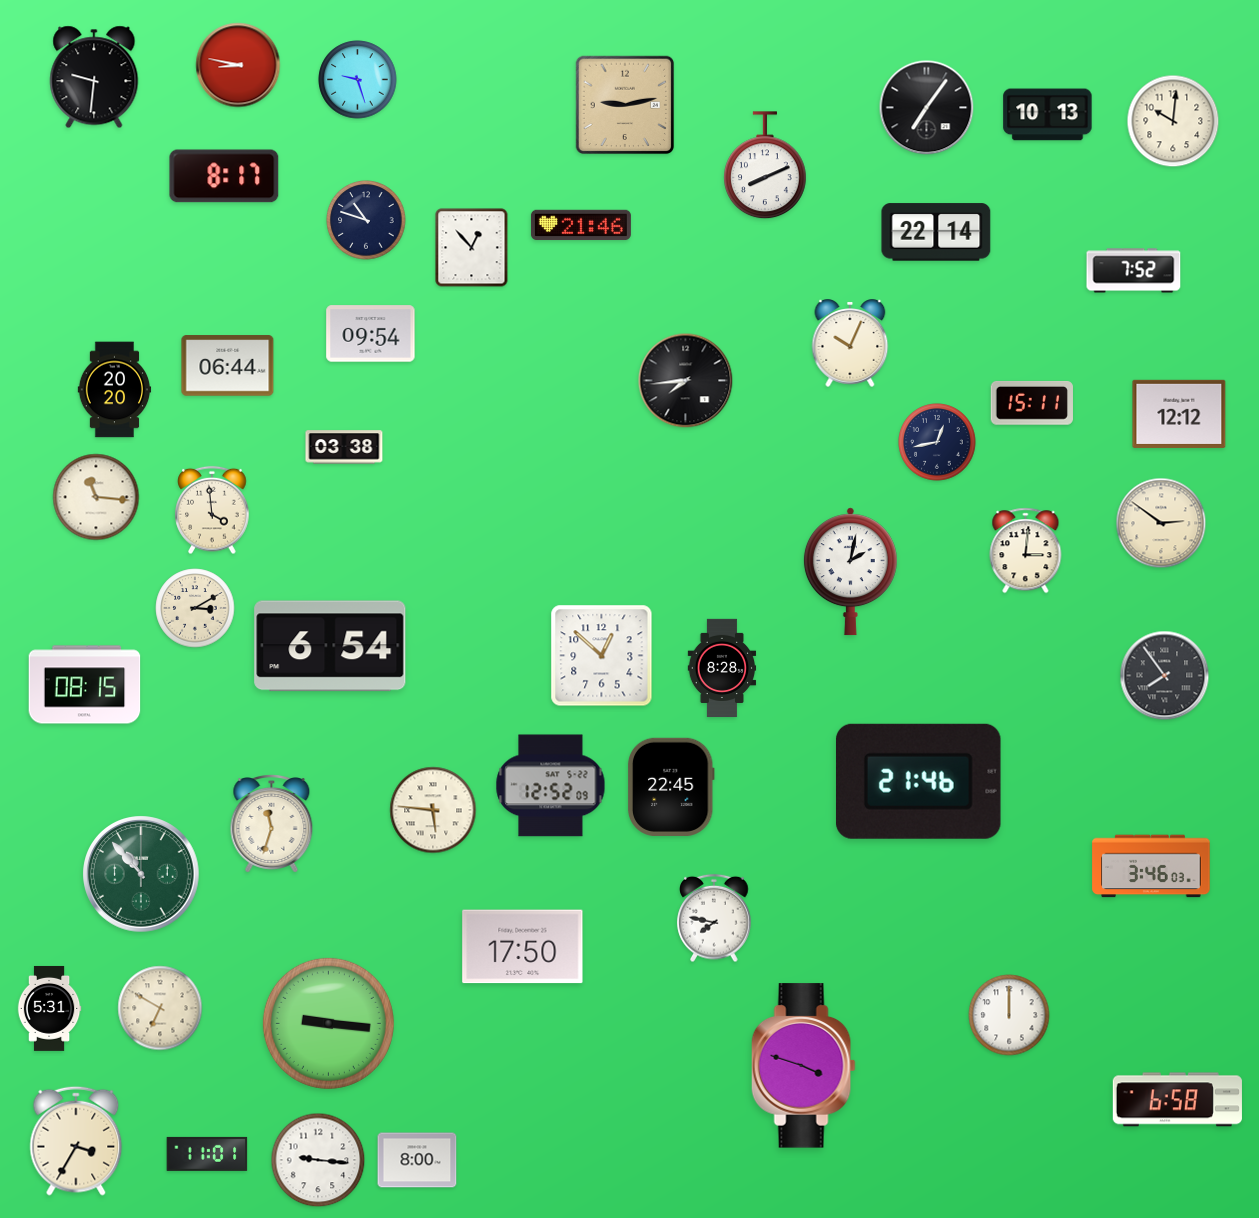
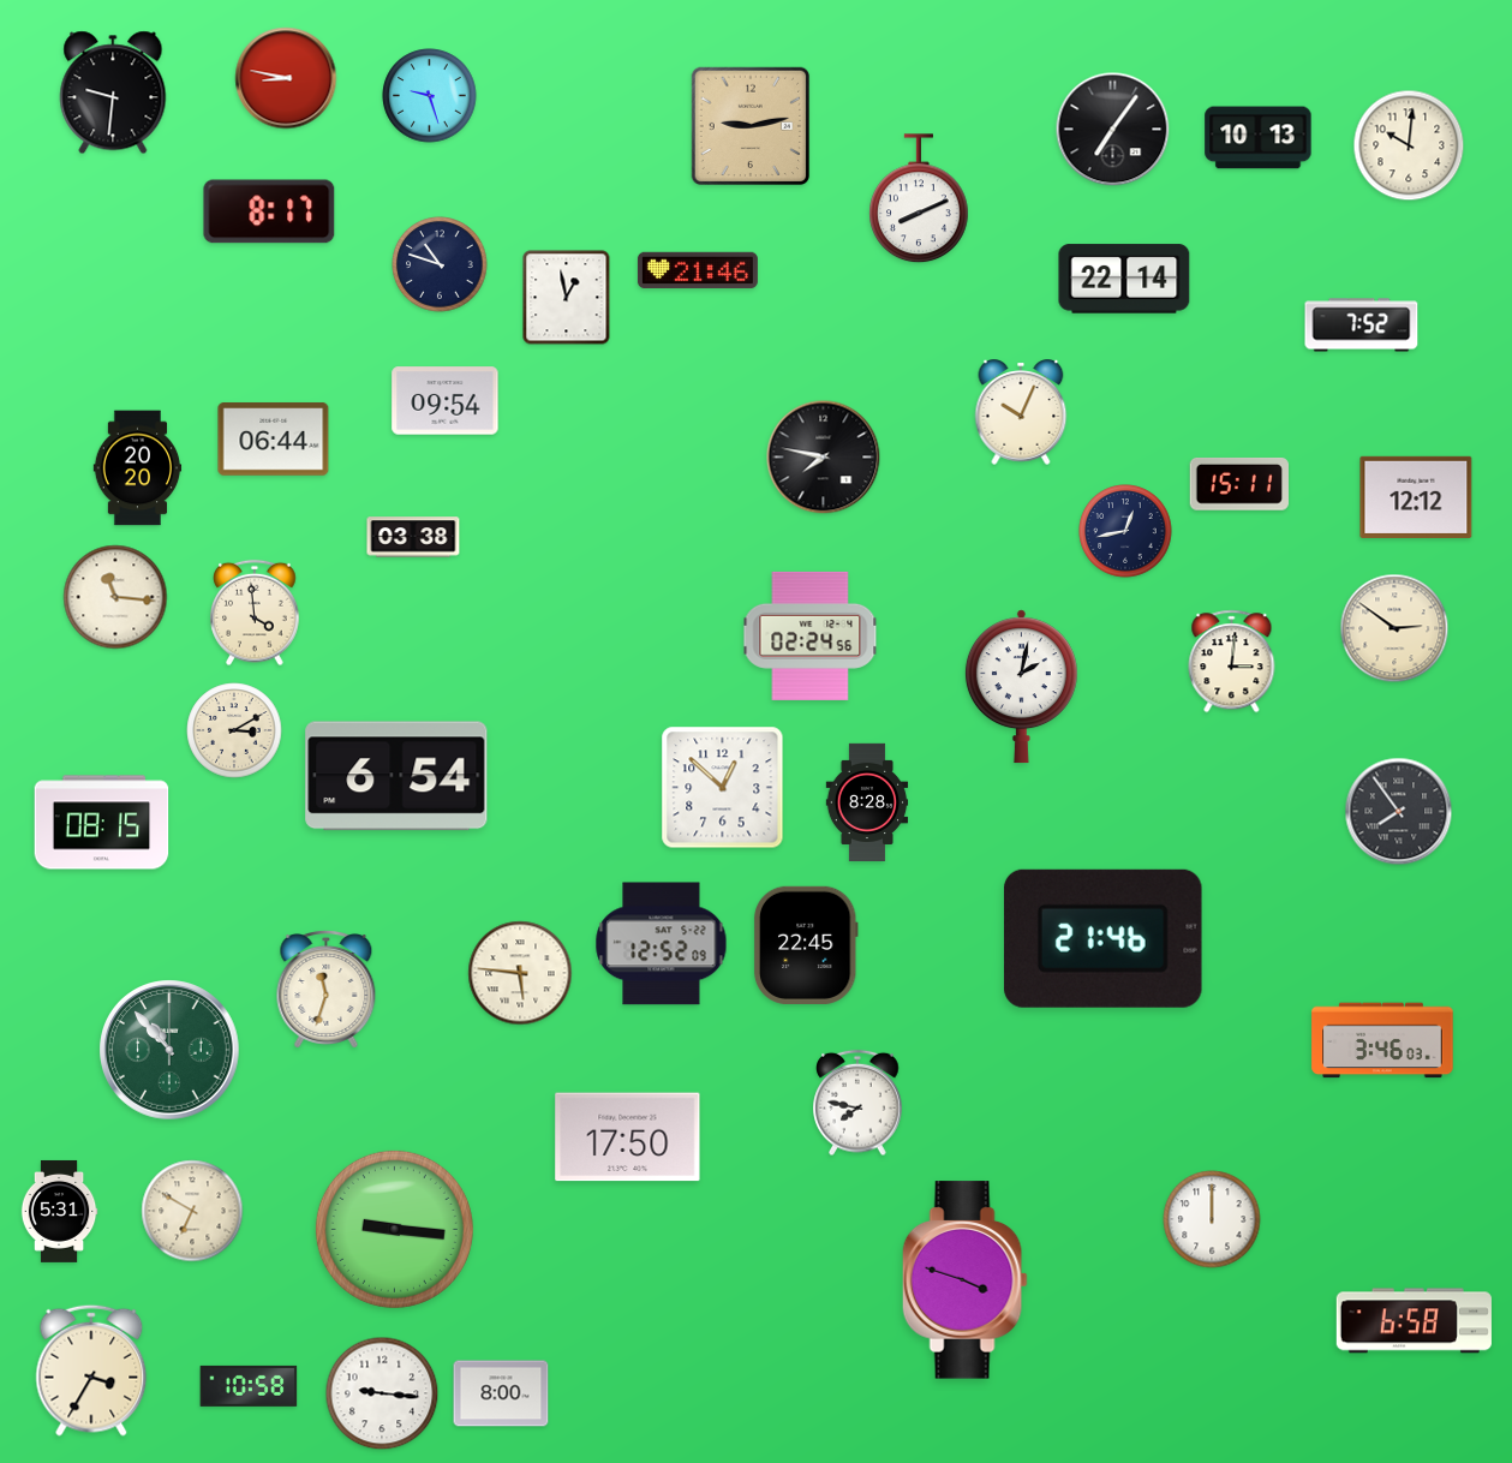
clock at (472, 248): 12:53 -> 12:58
clock at (686, 381): 7:44 -> 7:47
clock at (811, 635): none -> 02:24
clock at (207, 1154): 11:01 -> 10:58
